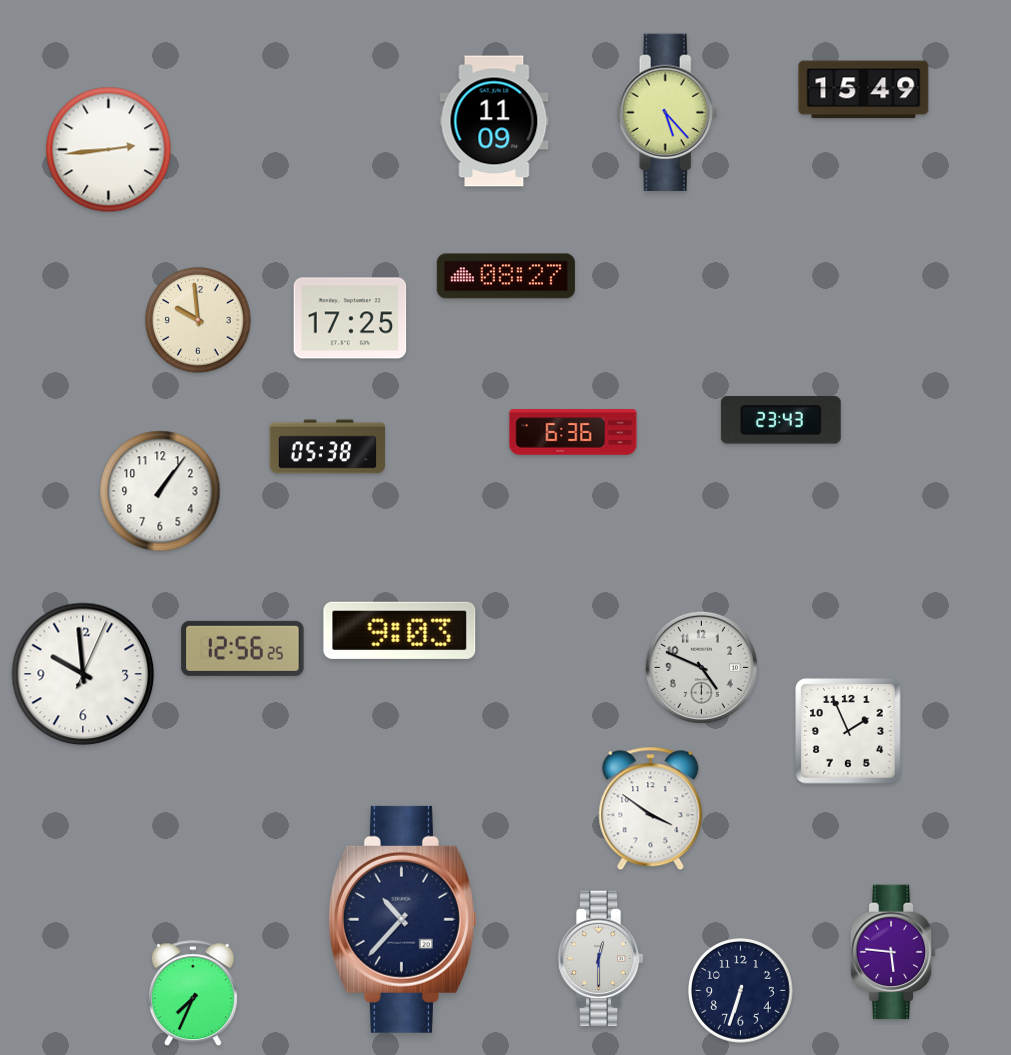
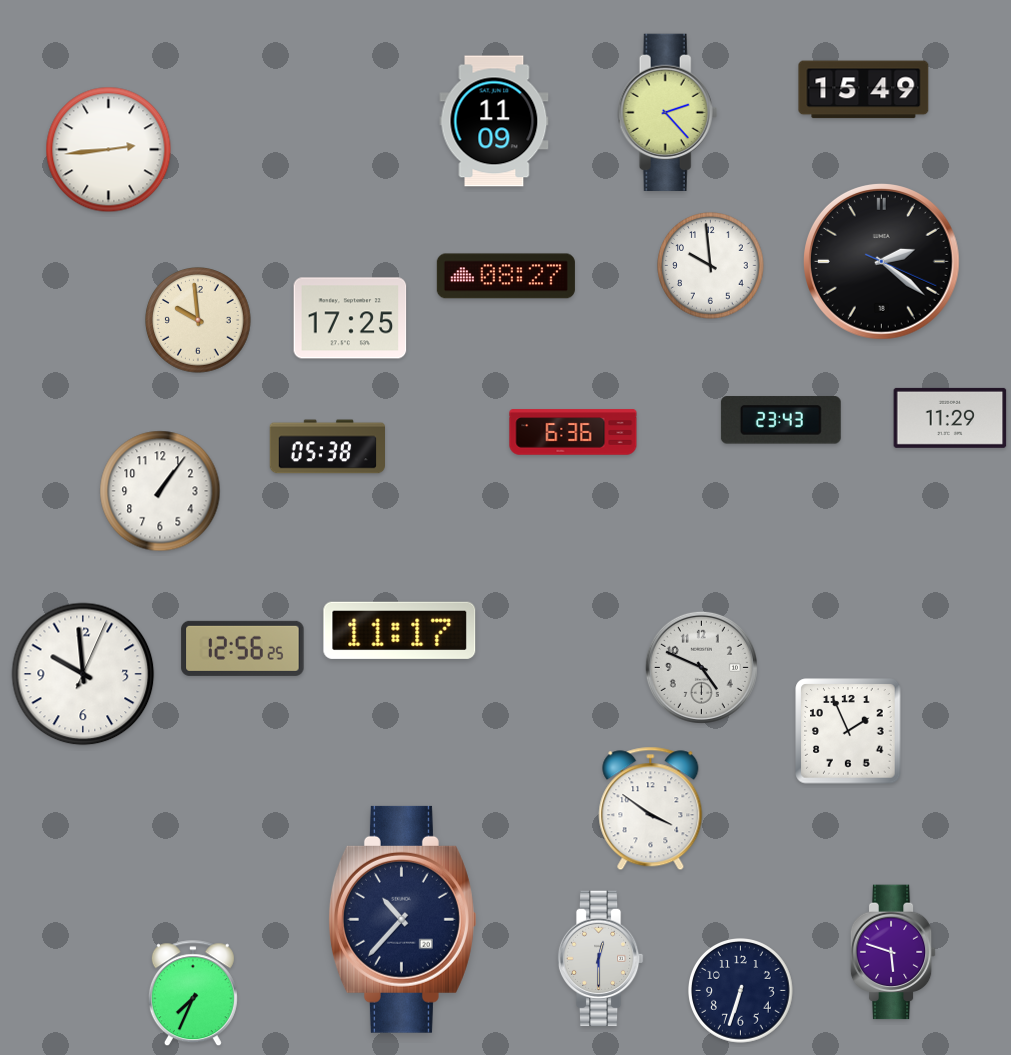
clock at (668, 112): 5:23 -> 2:23
clock at (882, 262): none -> 2:21
clock at (711, 266): none -> 9:59
clock at (950, 418): none -> 11:29
clock at (400, 630): 9:03 -> 11:17
clock at (893, 952): 5:46 -> 5:48
